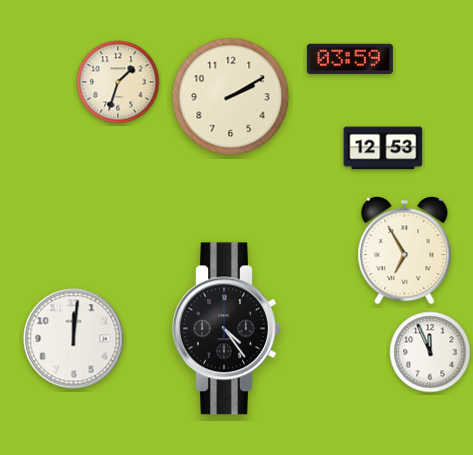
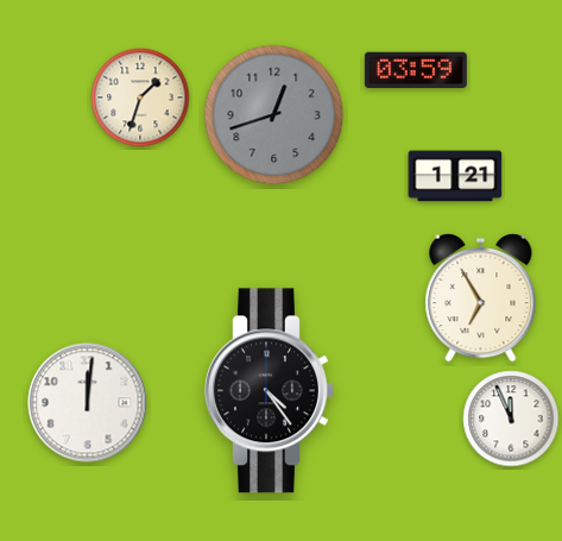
clock at (231, 97): 2:10 -> 12:42
clock at (231, 97) dial: cream -> grey
clock at (383, 148): 12:53 -> 1:21
